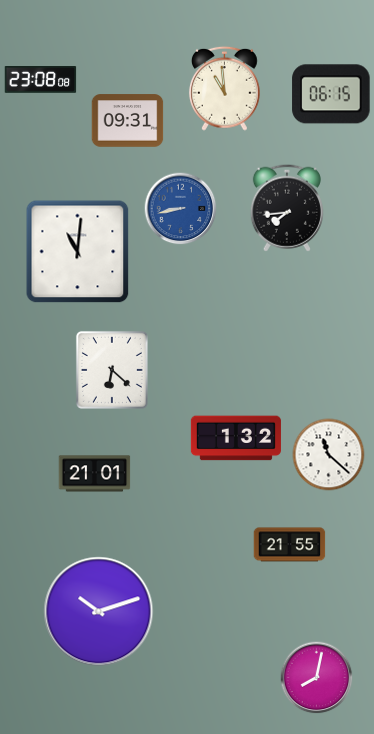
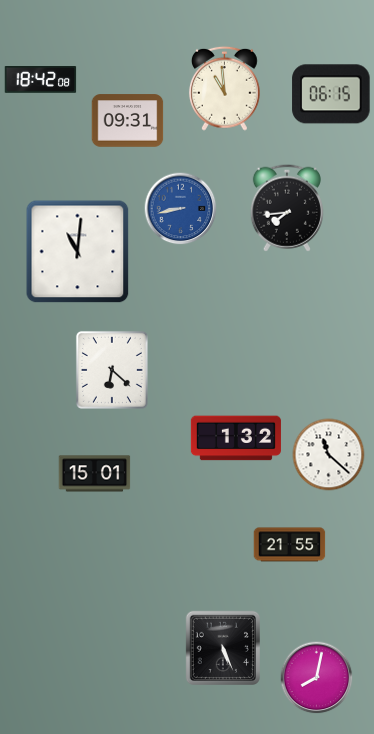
clock at (41, 80): 23:08 -> 18:42
clock at (95, 474): 21:01 -> 15:01
clock at (99, 612): 10:12 -> none
clock at (222, 647): none -> 5:26
